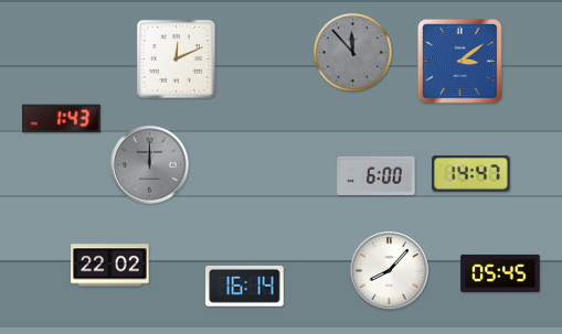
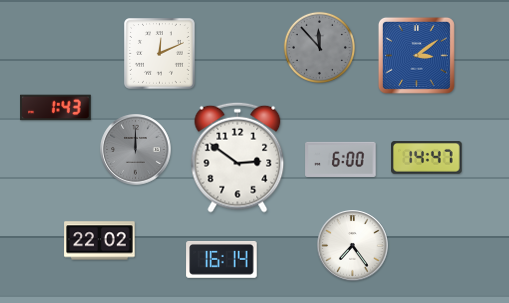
clock at (238, 157): none -> 2:51
clock at (390, 271): 8:07 -> 7:24
clock at (500, 273): 05:45 -> none
